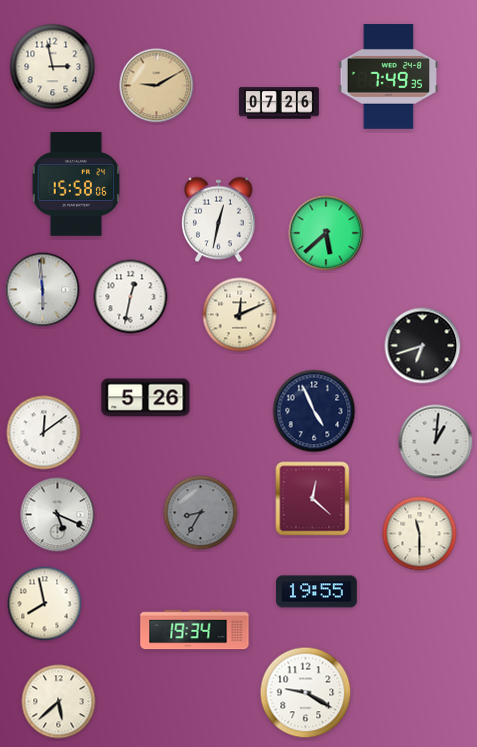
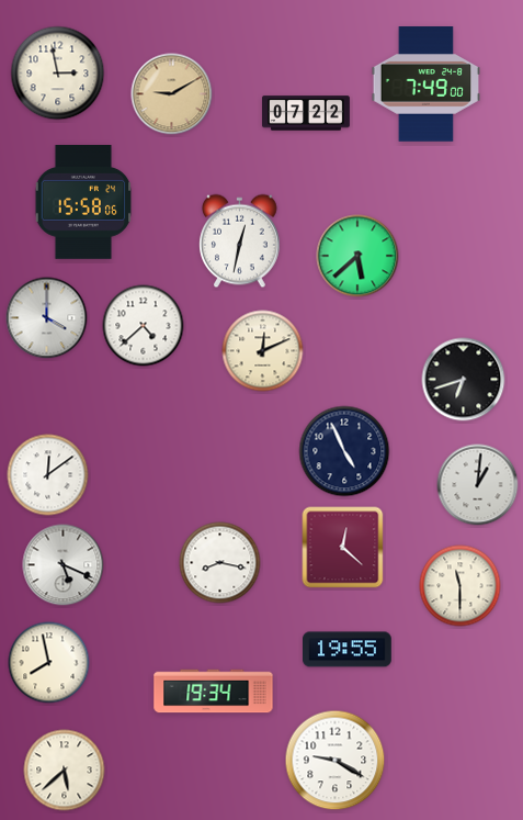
clock at (388, 77): 7:49:35 -> 7:49:00
clock at (279, 103): 07:26 -> 07:22
clock at (43, 290): 5:59 -> 4:00
clock at (131, 297): 12:32 -> 4:38
clock at (240, 315) position: (240, 315) -> (263, 351)
clock at (146, 398): 5:26 -> none
clock at (201, 513): 8:35 -> 8:17
clock at (201, 513) dial: grey -> white
